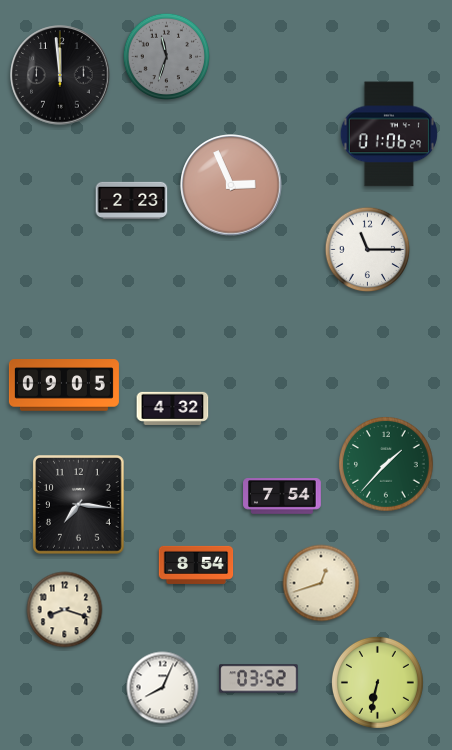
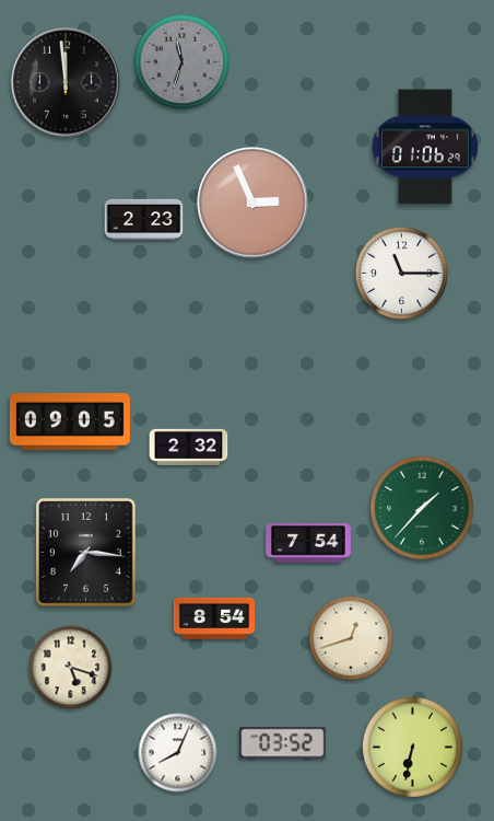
clock at (173, 408): 4:32 -> 2:32
clock at (65, 610): 8:18 -> 5:18
